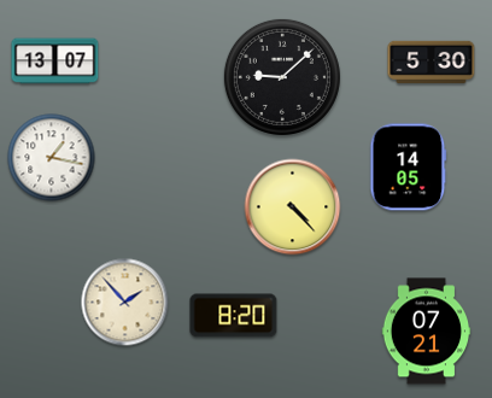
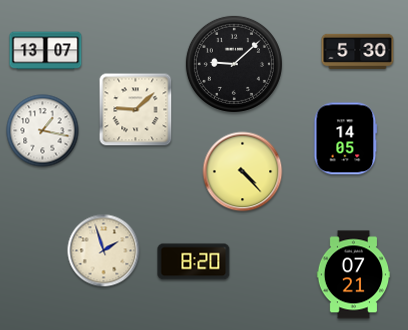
clock at (136, 110): none -> 9:08
clock at (409, 168) position: (409, 168) -> (346, 139)
clock at (125, 303): 1:53 -> 1:57
